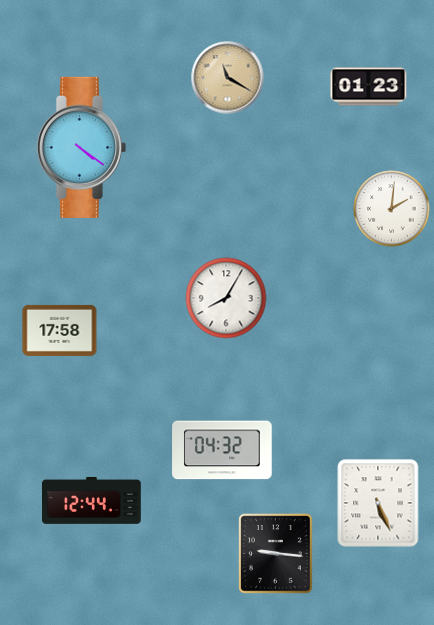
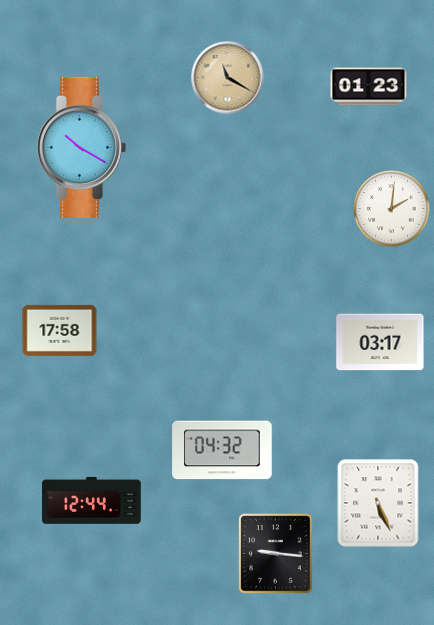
clock at (81, 147): 4:21 -> 10:20
clock at (226, 298): 8:05 -> none
clock at (380, 342): none -> 03:17
